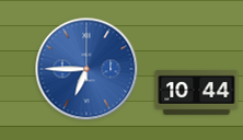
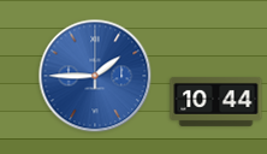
clock at (86, 69): 6:45 -> 1:45
